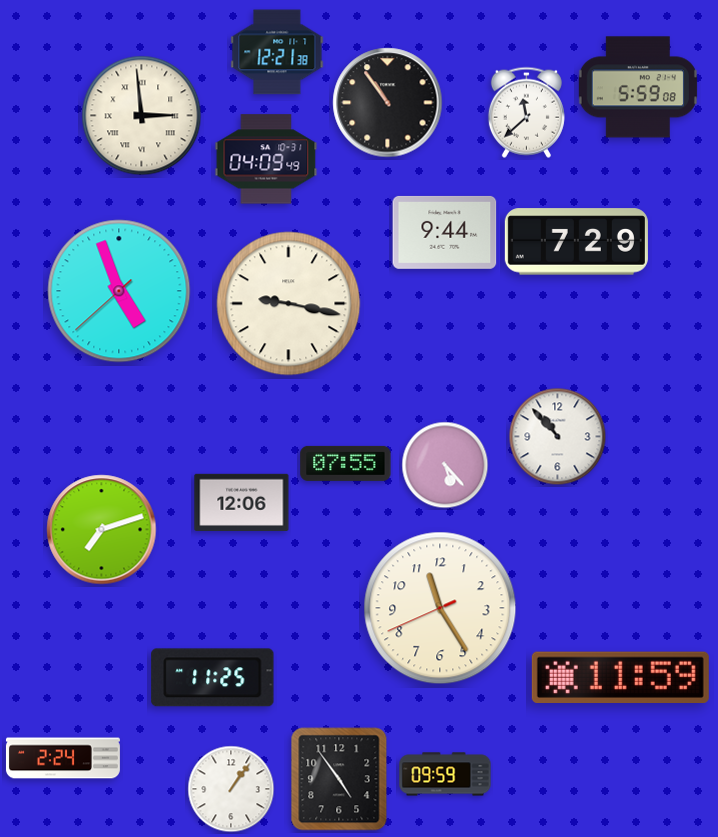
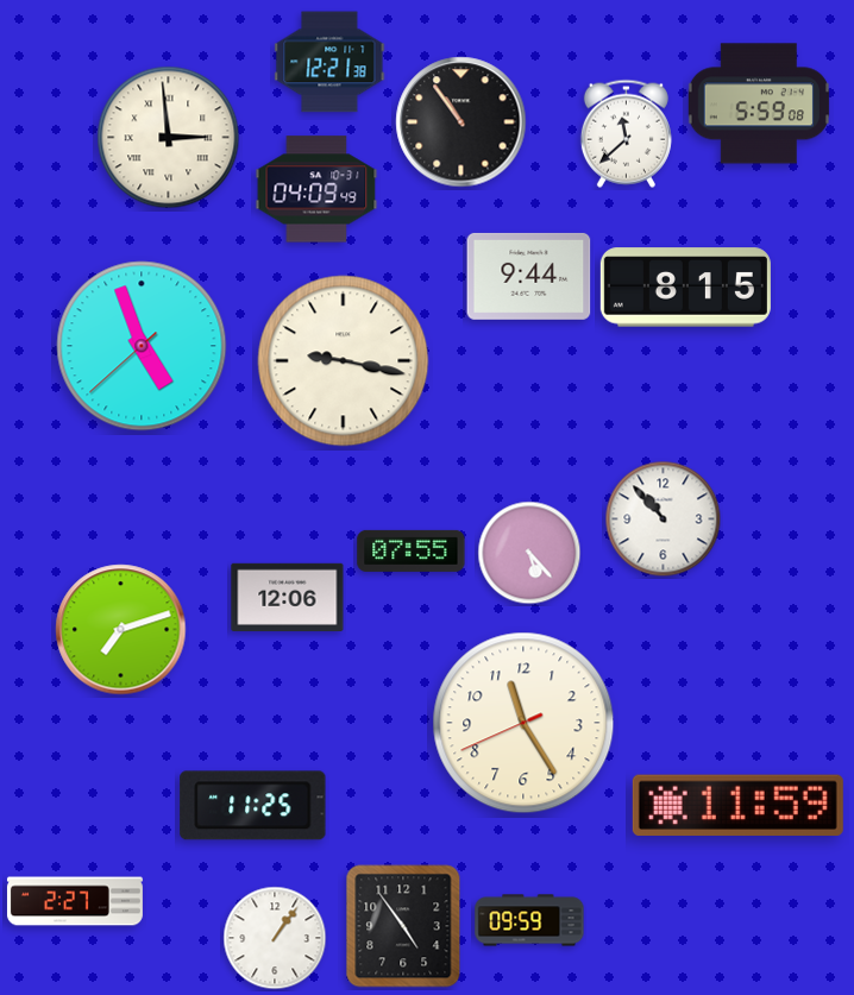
clock at (576, 242): 7:29 -> 8:15
clock at (63, 758): 2:24 -> 2:27
